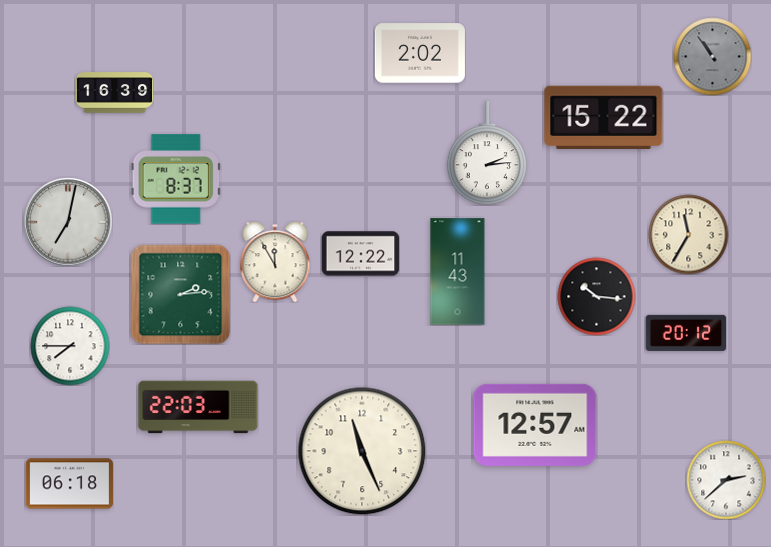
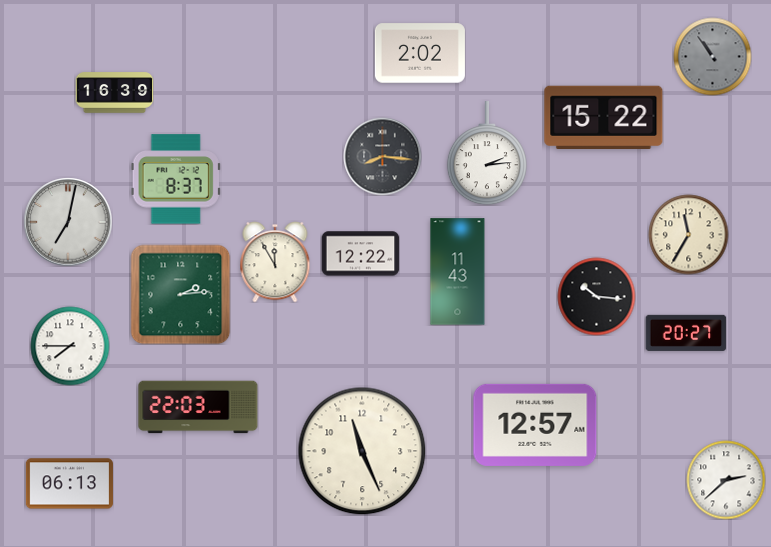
clock at (382, 156): none -> 8:16
clock at (686, 333): 20:12 -> 20:27
clock at (69, 484): 06:18 -> 06:13
